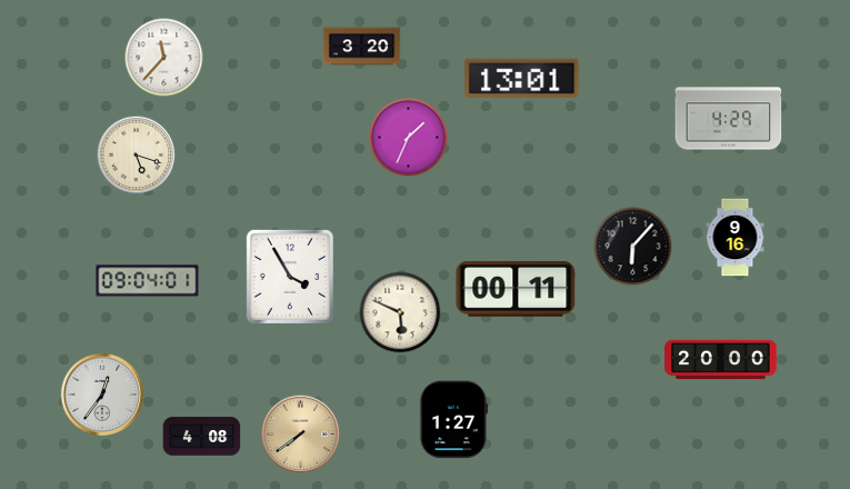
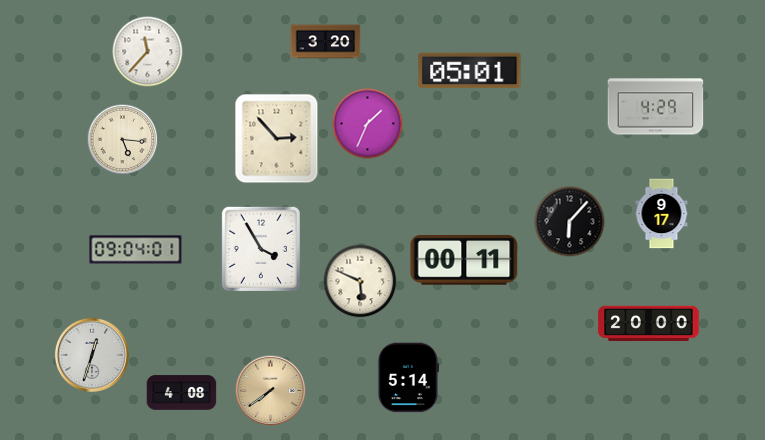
clock at (522, 79): 13:01 -> 05:01
clock at (277, 139): none -> 2:53
clock at (137, 156): 5:18 -> 5:16
clock at (736, 238): 9:16 -> 9:17
clock at (148, 281) position: (148, 281) -> (136, 250)
clock at (102, 395): 12:36 -> 12:33
clock at (453, 420): 1:27 -> 5:14
